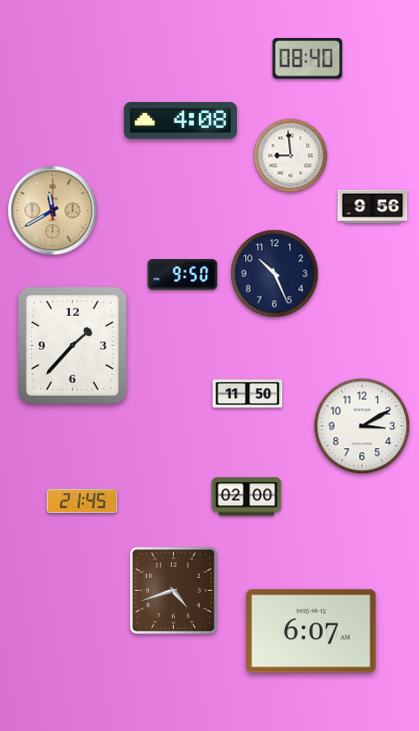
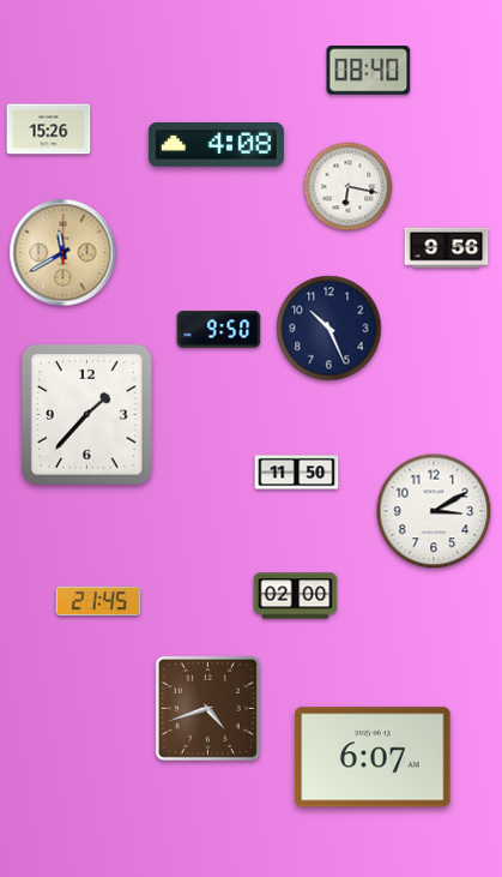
clock at (49, 130): none -> 15:26
clock at (291, 156): 8:59 -> 6:17
